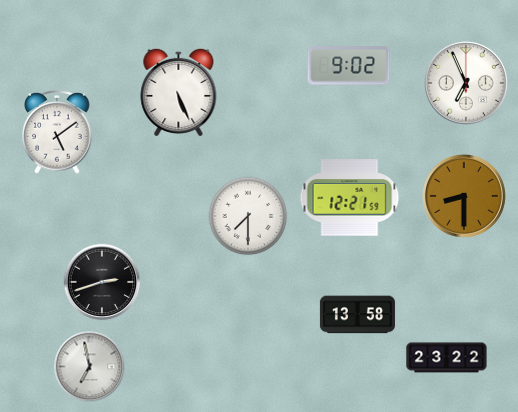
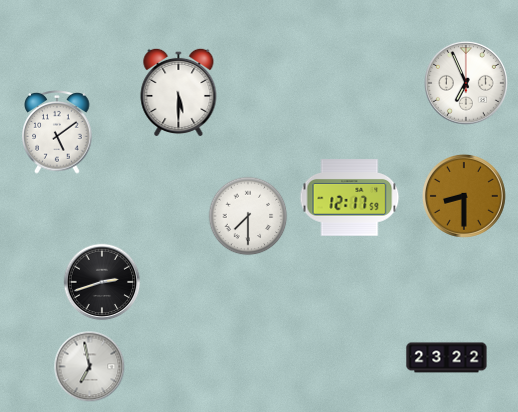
clock at (349, 66): 9:02 -> none
clock at (179, 92): 5:26 -> 5:30
clock at (350, 198): 12:21 -> 12:17
clock at (357, 315): 13:58 -> none
